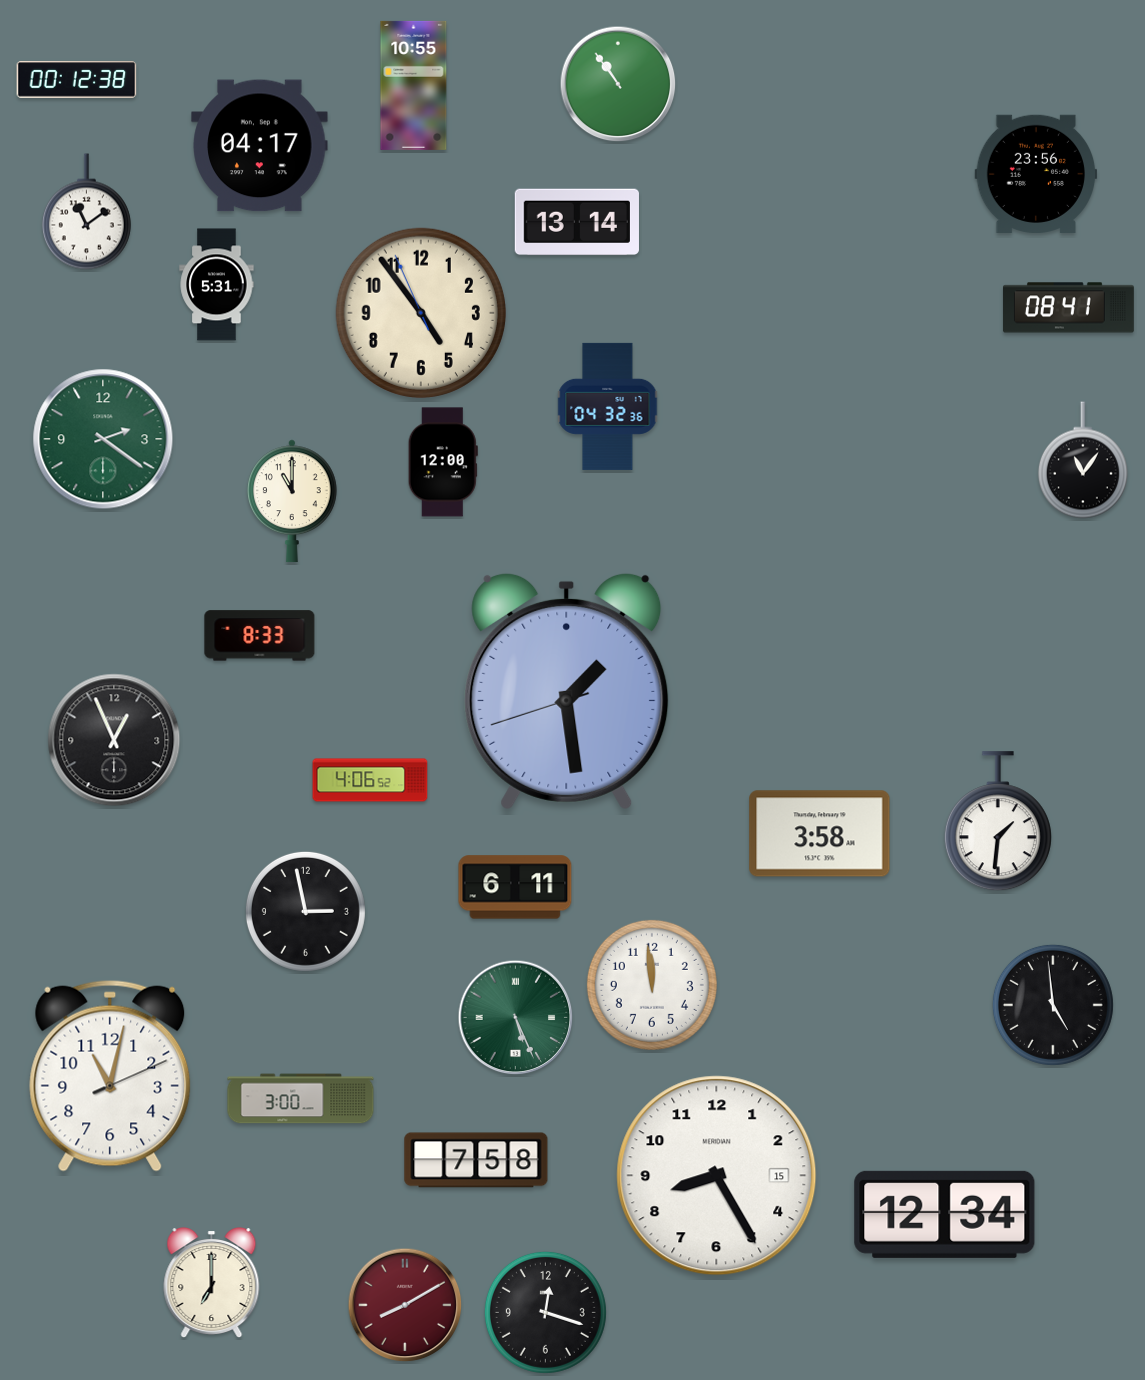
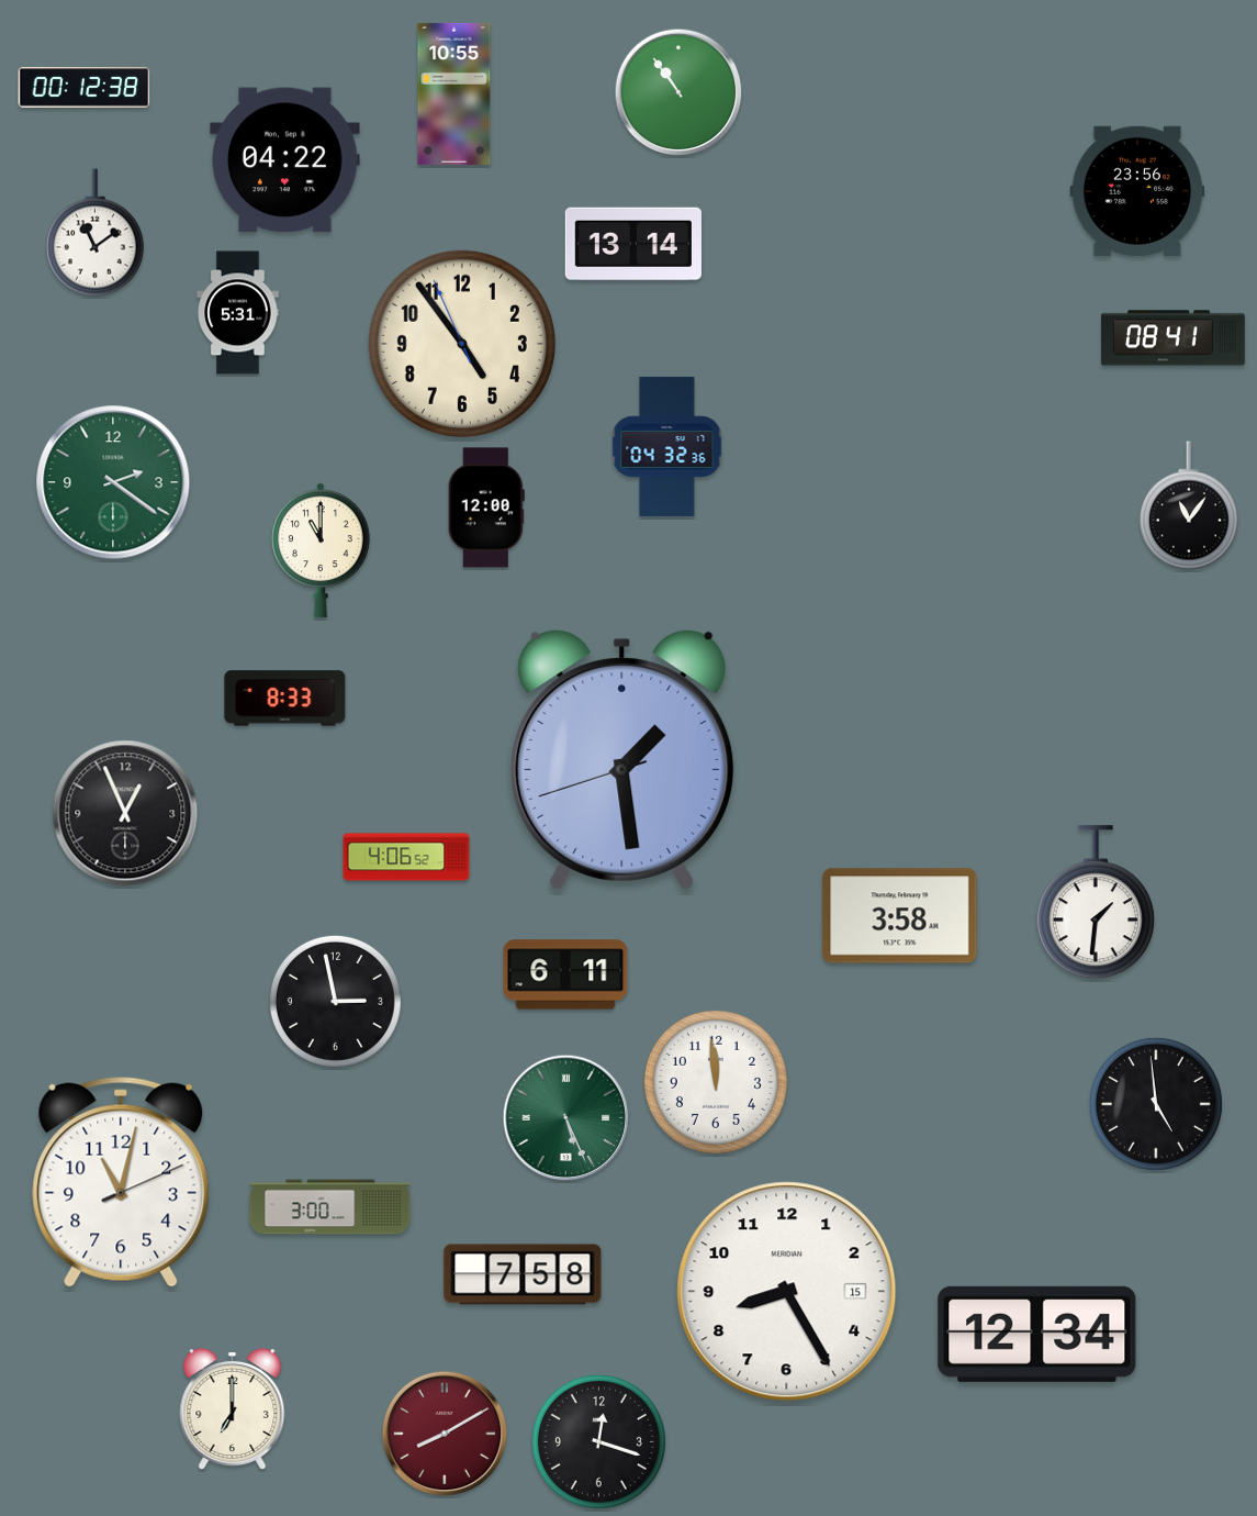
clock at (260, 146): 04:17 -> 04:22
